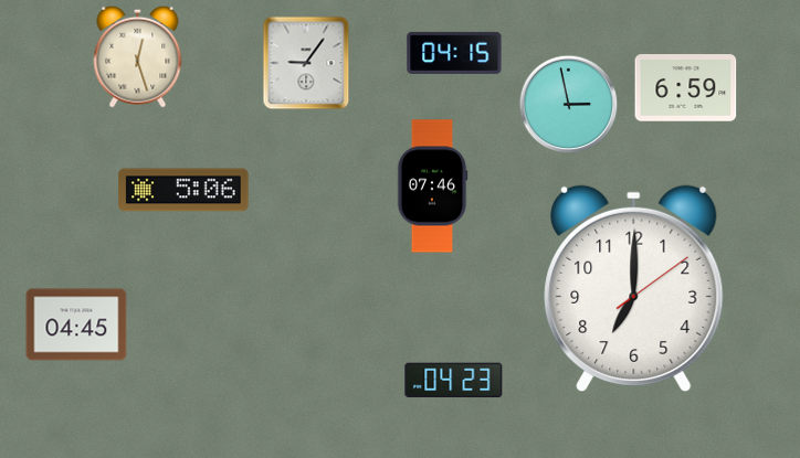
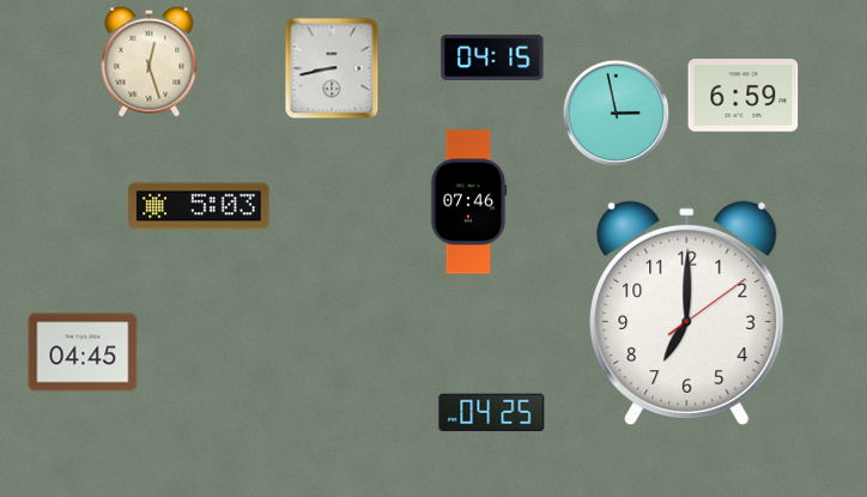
clock at (306, 63): 9:06 -> 8:43
clock at (183, 190): 5:06 -> 5:03
clock at (454, 381): 04:23 -> 04:25
